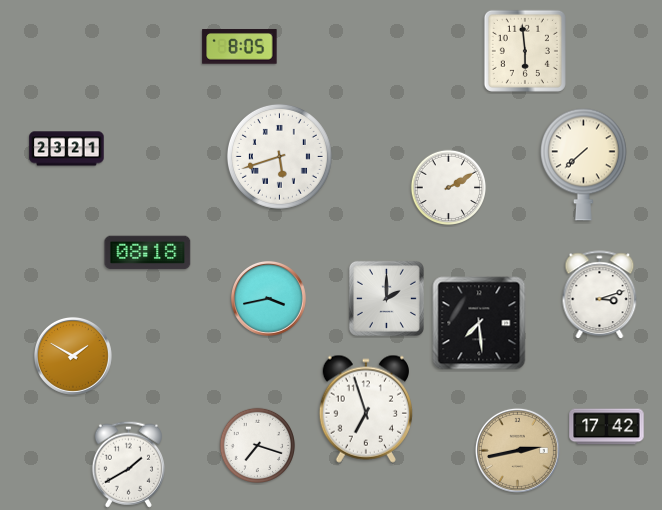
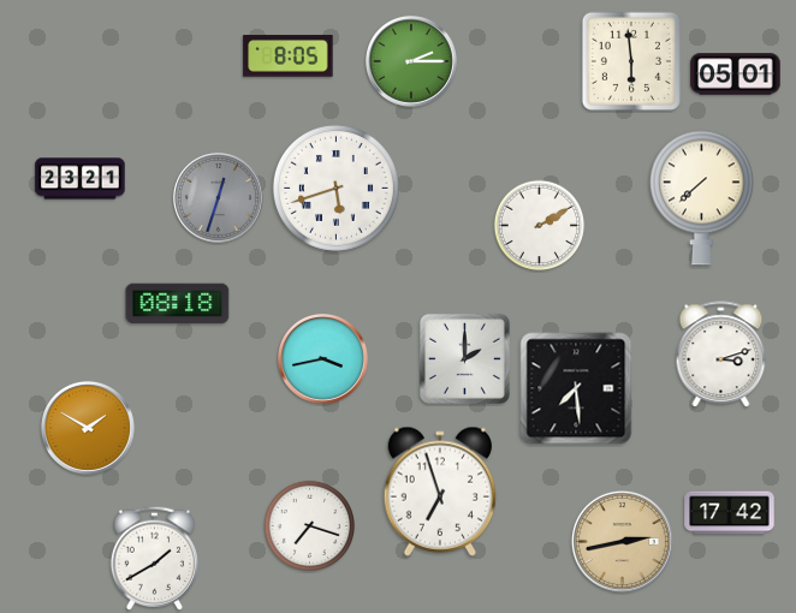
clock at (411, 61): none -> 2:15
clock at (736, 75): none -> 05:01
clock at (218, 197): none -> 12:33
clock at (258, 446) position: (258, 446) -> (310, 526)
